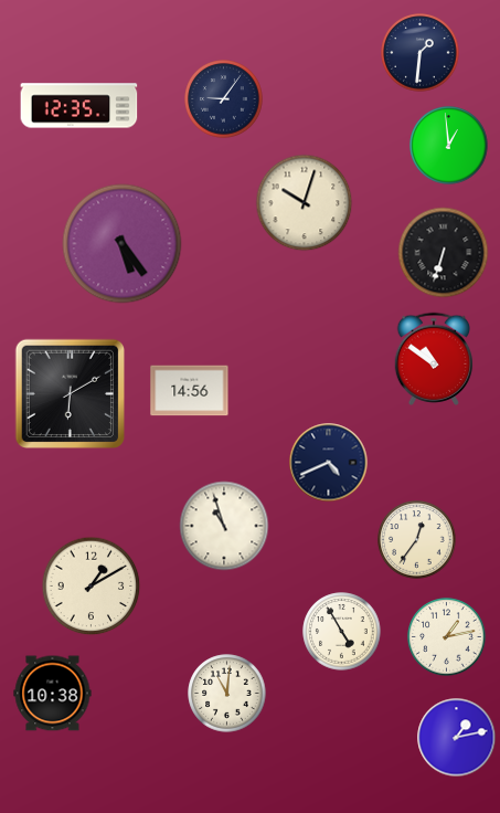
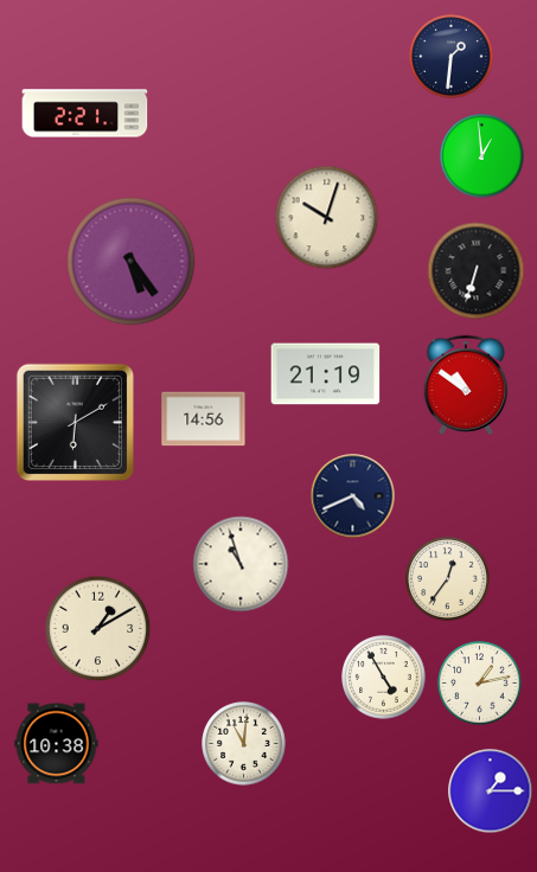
clock at (224, 99): 9:06 -> none
clock at (79, 106): 12:35 -> 2:21
clock at (326, 374): none -> 21:19
clock at (342, 632) position: (342, 632) -> (384, 678)
clock at (457, 738): 1:13 -> 1:15
